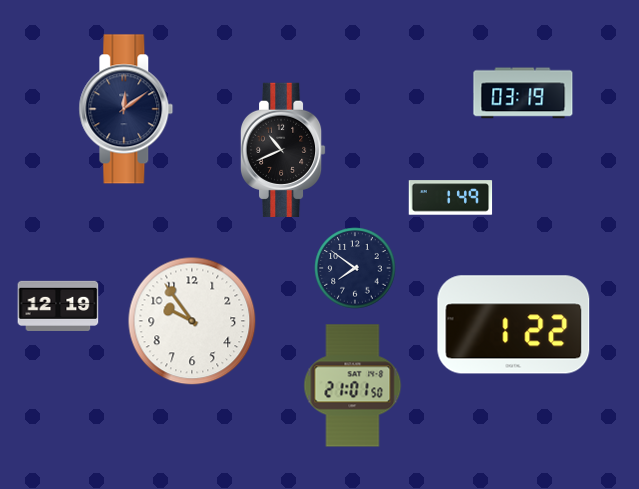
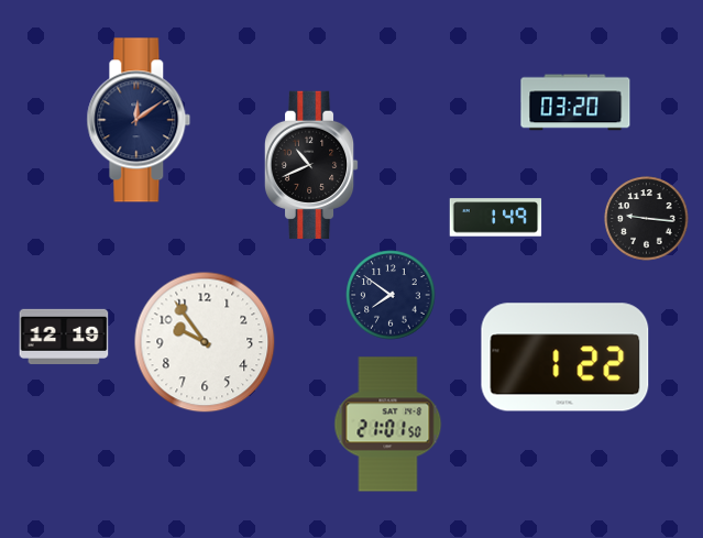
clock at (523, 93): 03:19 -> 03:20
clock at (647, 219): none -> 9:16
clock at (192, 321) position: (192, 321) -> (205, 342)
